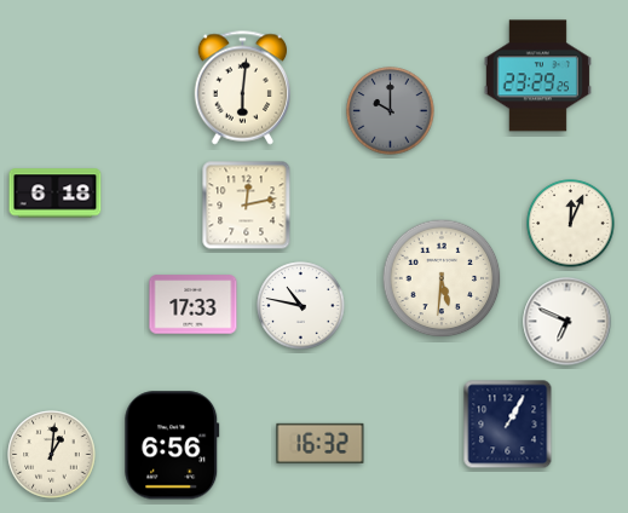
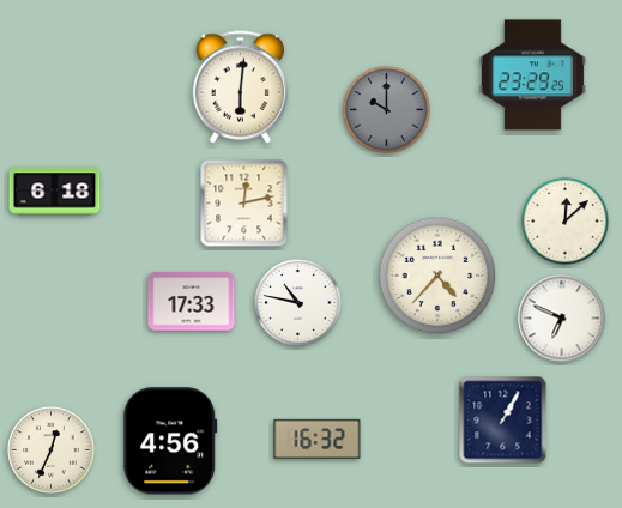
clock at (571, 224): 12:04 -> 12:08
clock at (442, 278): 5:31 -> 4:37
clock at (172, 445): 6:56 -> 4:56
clock at (52, 455): 1:01 -> 12:34
